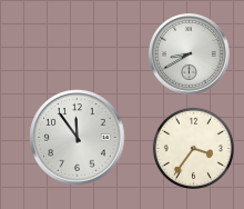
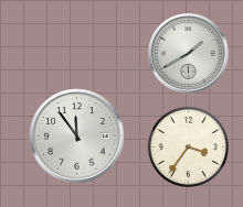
clock at (190, 54): 8:40 -> 1:40
clock at (193, 148) position: (193, 148) -> (188, 146)
